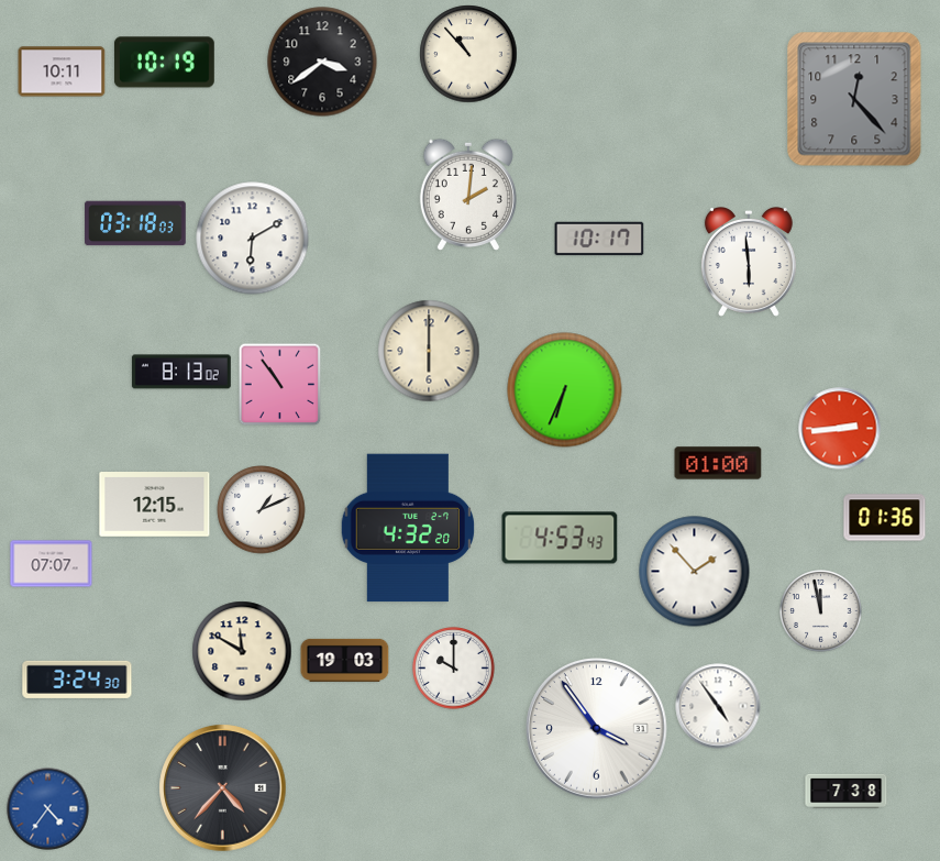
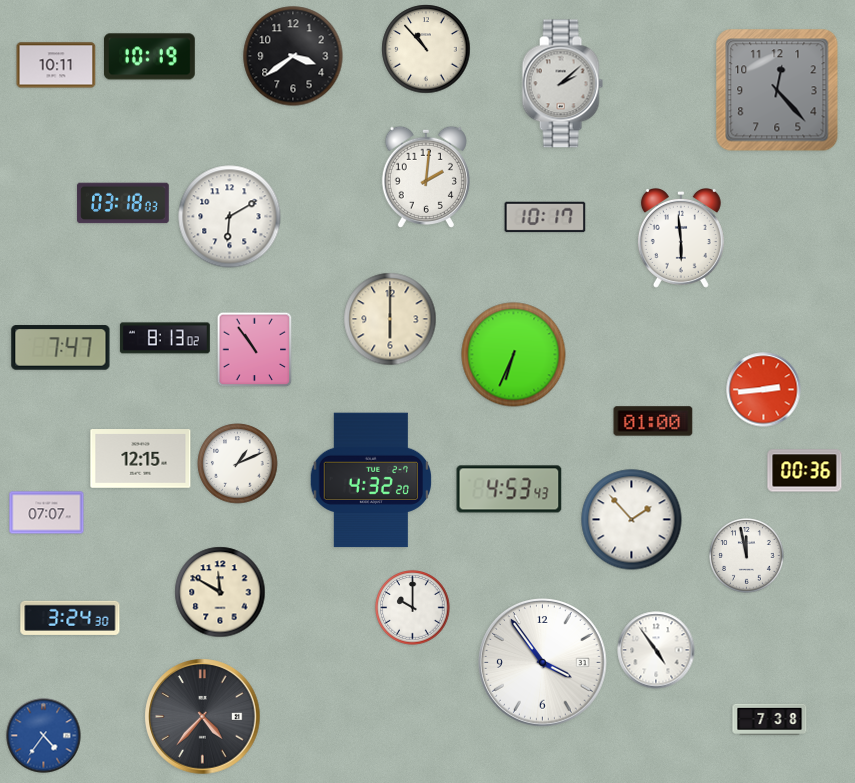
clock at (562, 84): none -> 2:08
clock at (61, 348): none -> 7:47
clock at (885, 518): 01:36 -> 00:36
clock at (345, 660): 19:03 -> none
clock at (718, 706) position: (718, 706) -> (656, 650)
